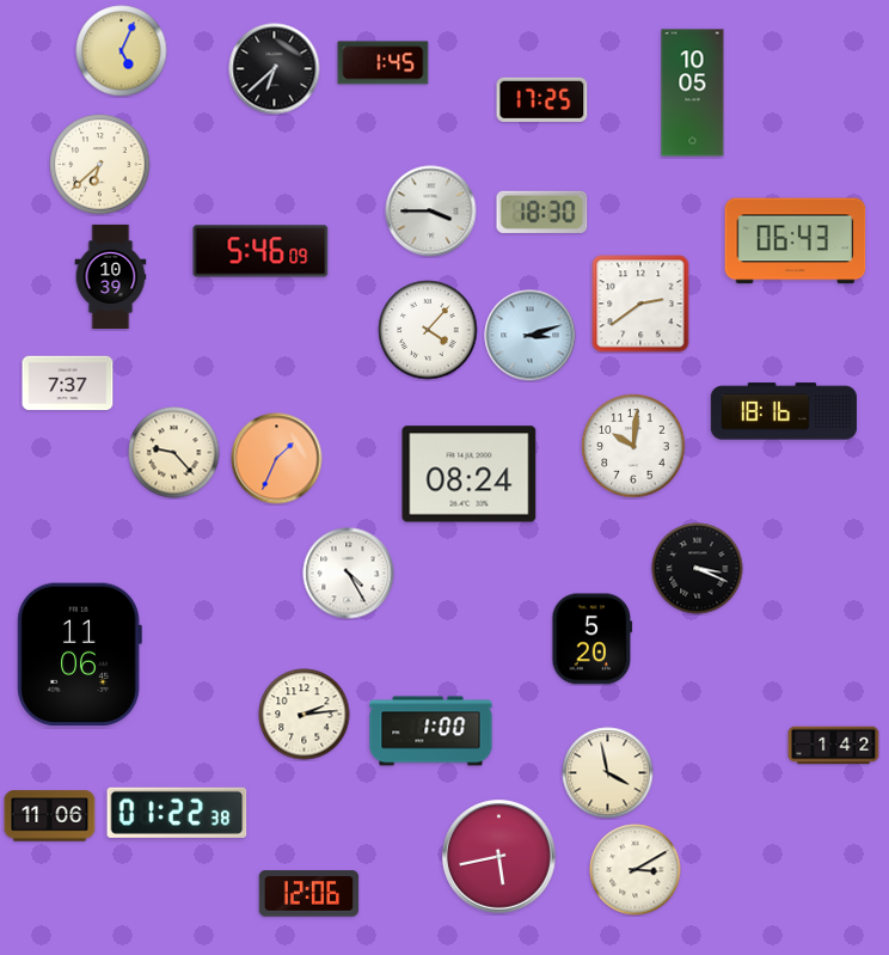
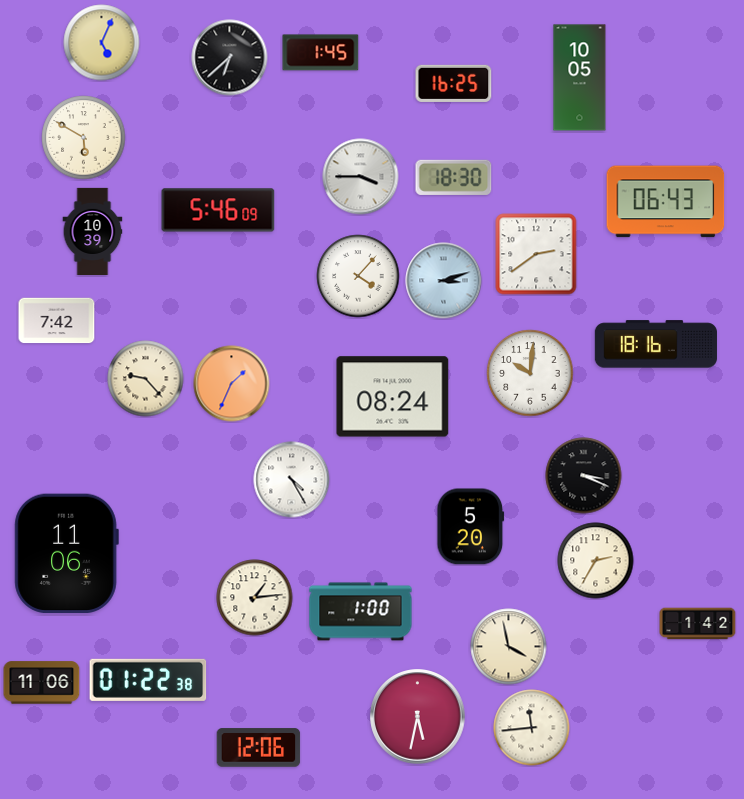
clock at (542, 99): 17:25 -> 16:25
clock at (100, 165): 6:38 -> 5:50
clock at (68, 384): 7:37 -> 7:42
clock at (593, 639) position: (593, 639) -> (471, 527)
clock at (79, 654) position: (79, 654) -> (66, 553)
clock at (596, 561): none -> 2:35
clock at (305, 715): 2:14 -> 1:14
clock at (499, 857): 5:43 -> 5:32
clock at (636, 870): 3:10 -> 11:44
